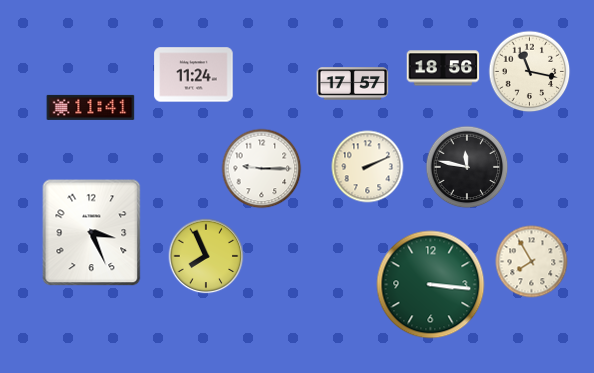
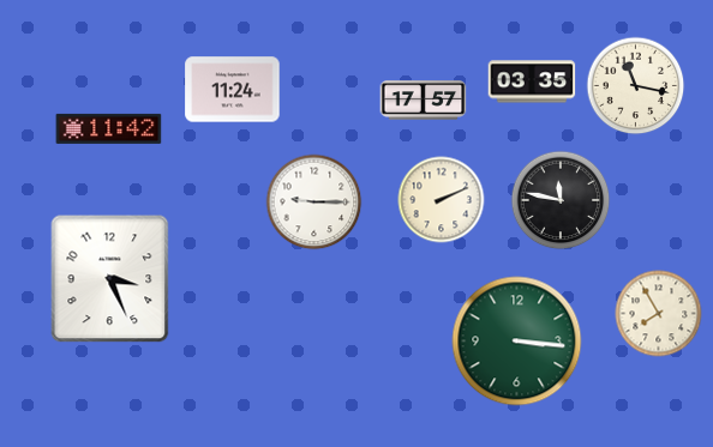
clock at (443, 68): 18:56 -> 03:35
clock at (91, 107): 11:41 -> 11:42
clock at (206, 256): 7:56 -> none
clock at (532, 262) position: (532, 262) -> (659, 314)
